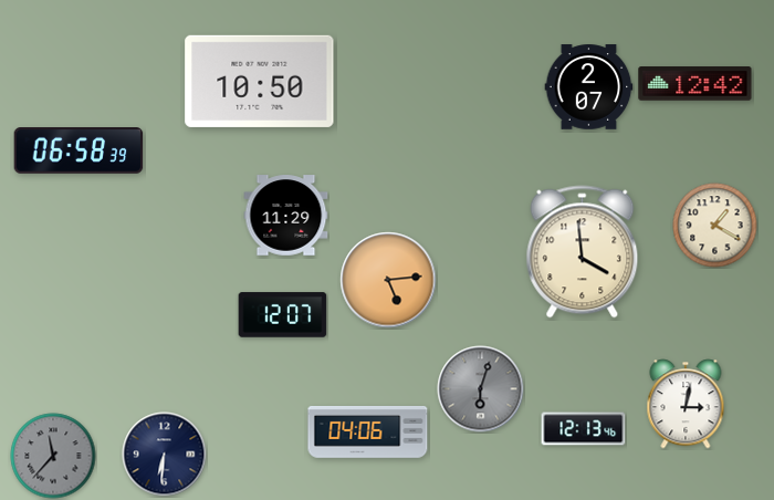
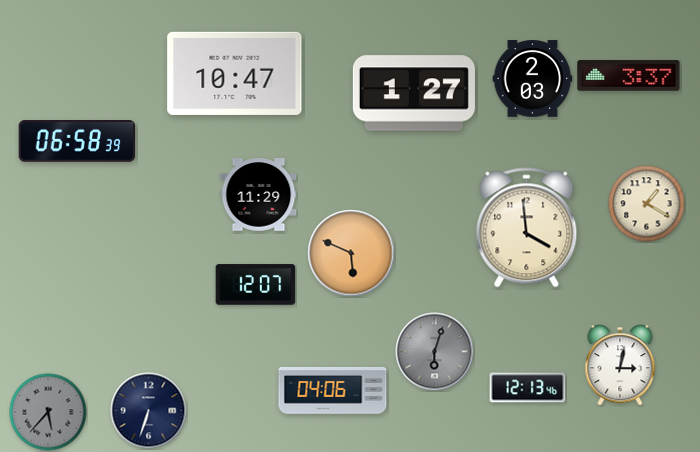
clock at (260, 81): 10:50 -> 10:47
clock at (695, 84): 12:42 -> 3:37
clock at (589, 87): 2:07 -> 2:03
clock at (414, 93): none -> 1:27
clock at (79, 152) position: (79, 152) -> (77, 142)
clock at (388, 280): 5:14 -> 5:49
clock at (165, 455): 6:31 -> 6:33
clock at (53, 456): 11:37 -> 5:37
